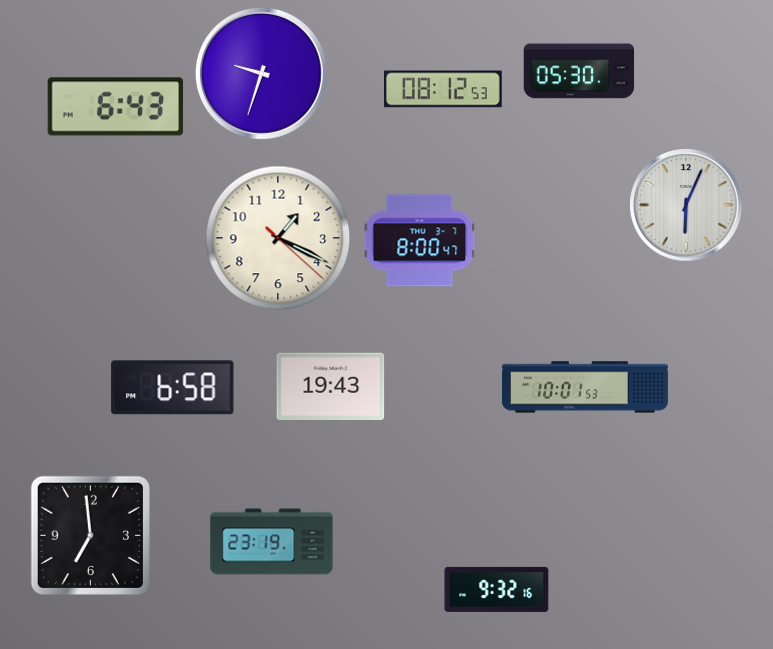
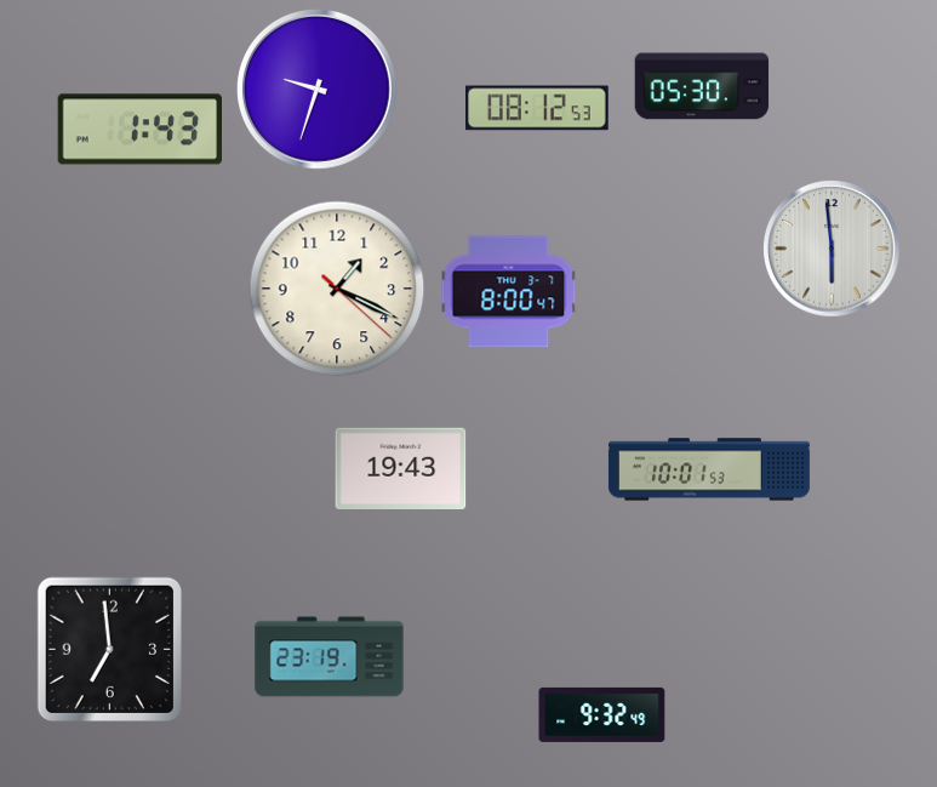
clock at (115, 107): 6:43 -> 1:43
clock at (686, 205): 6:04 -> 5:59
clock at (173, 388): 6:58 -> none
clock at (497, 589): 9:32:16 -> 9:32:49
